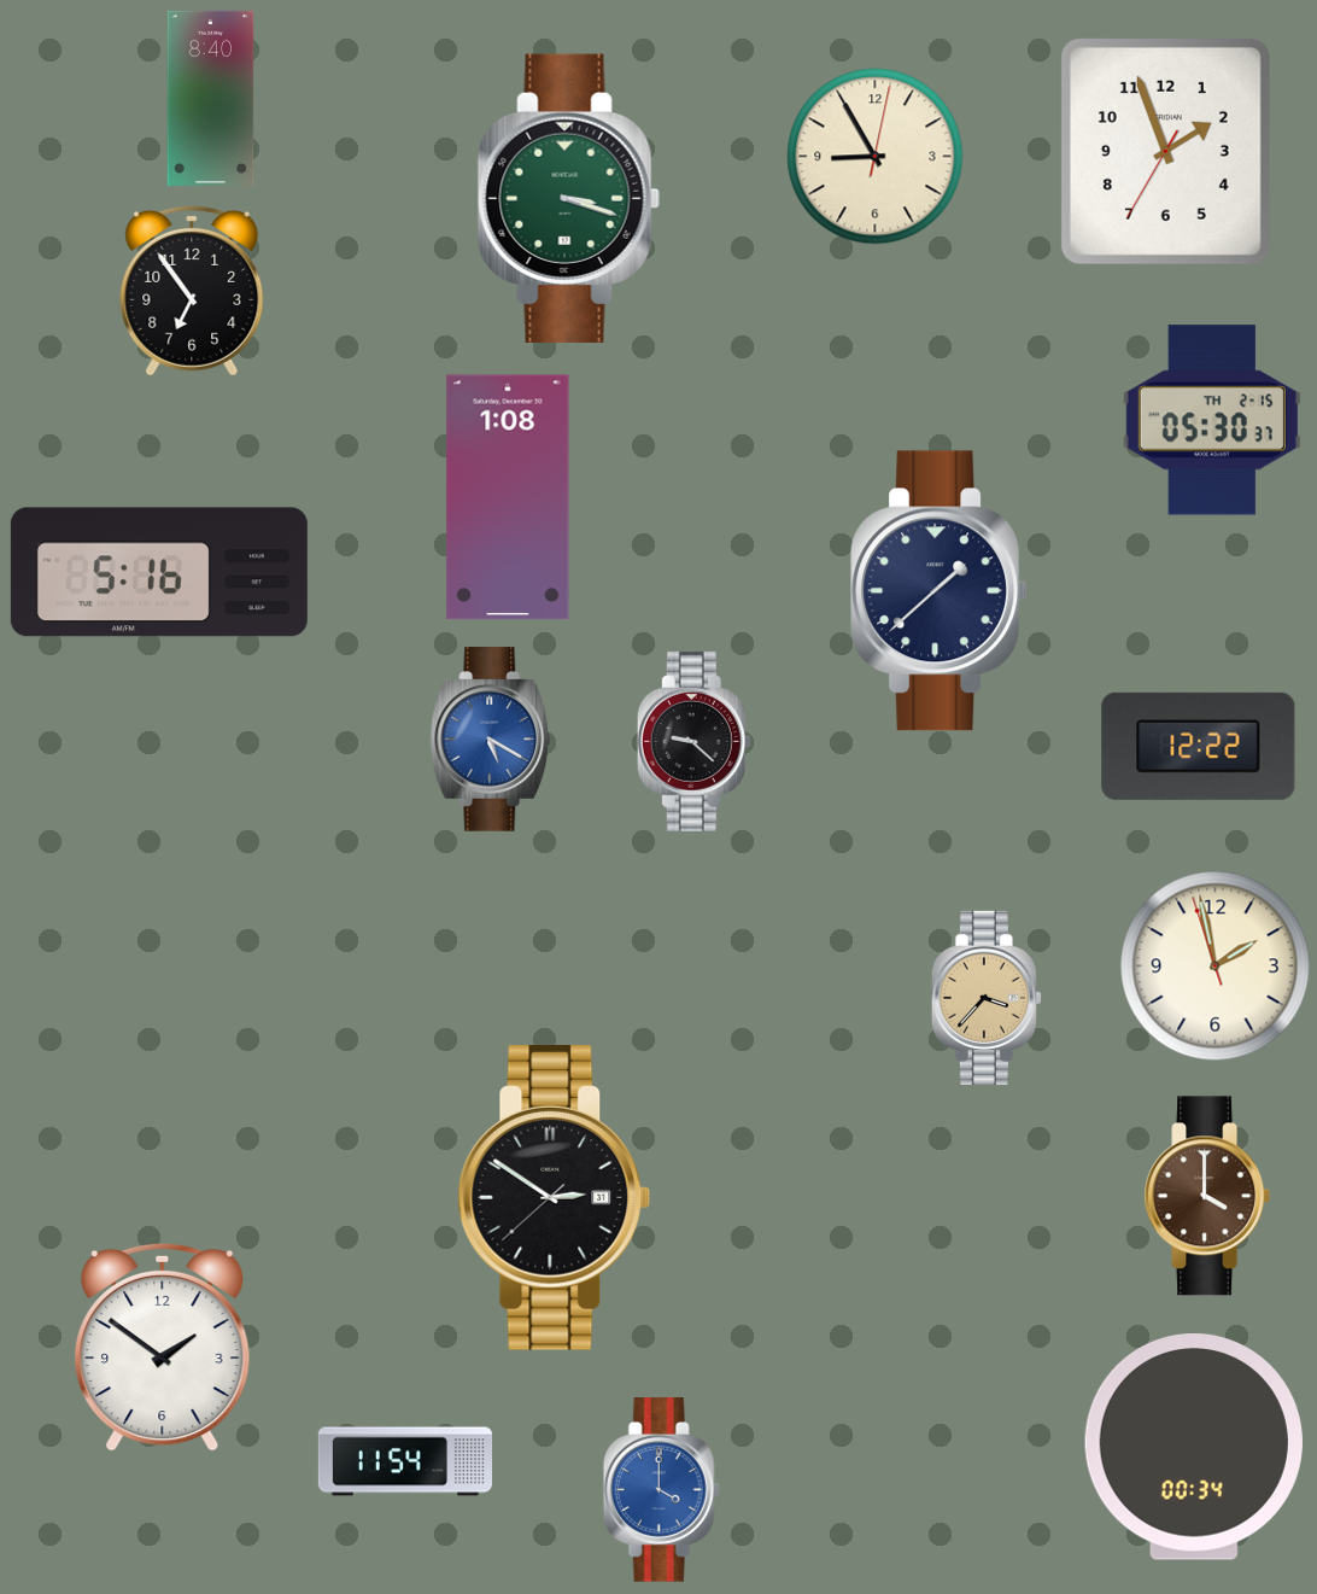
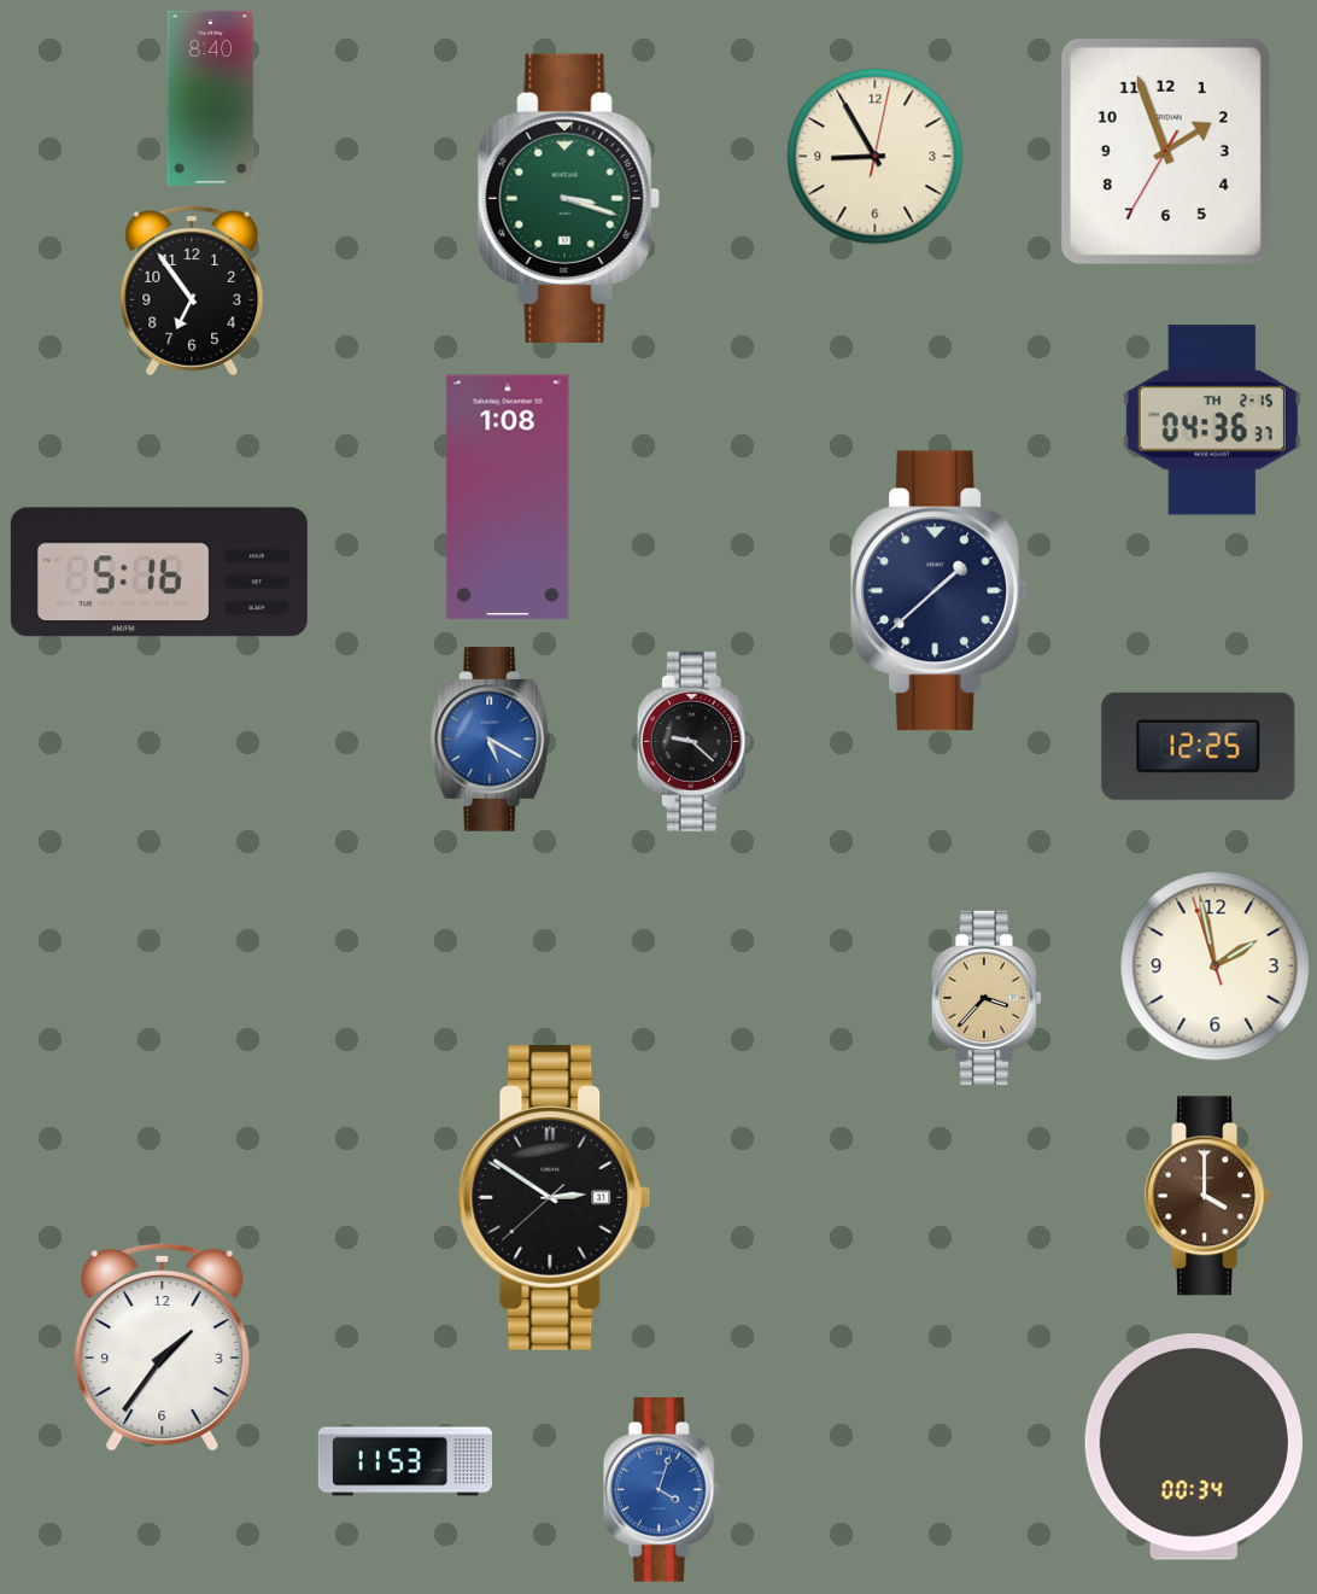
clock at (1212, 420): 05:30 -> 04:36
clock at (1199, 746): 12:22 -> 12:25
clock at (163, 1347): 1:51 -> 1:36
clock at (404, 1461): 11:54 -> 11:53
clock at (661, 1490): 4:00 -> 4:03
